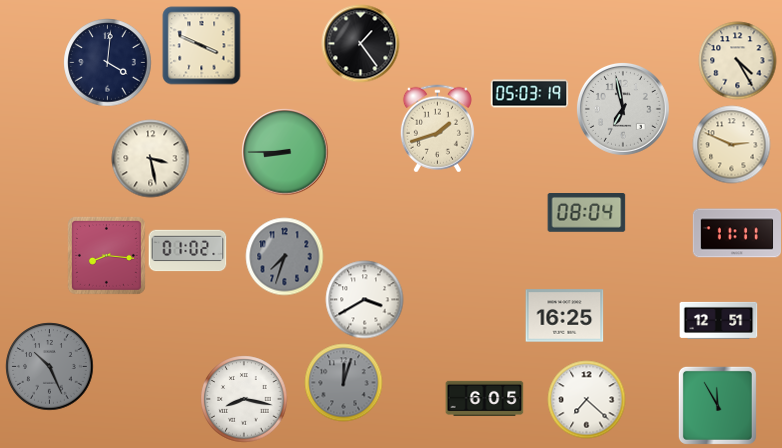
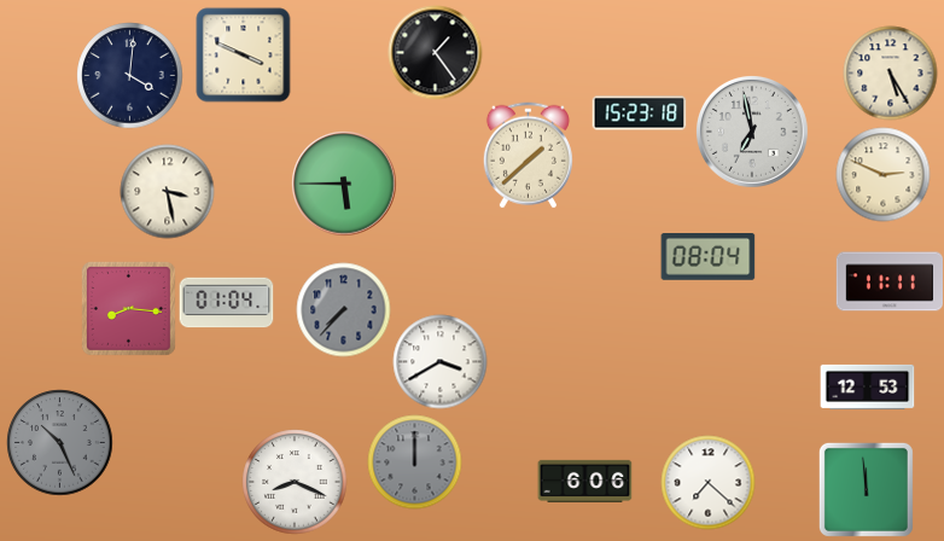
clock at (737, 60): 4:25 -> 5:25
clock at (529, 94): 05:03 -> 15:23
clock at (437, 128): 1:42 -> 1:38
clock at (285, 152): 8:45 -> 5:45
clock at (150, 158) position: (150, 158) -> (167, 191)
clock at (187, 251): 01:02 -> 01:04
clock at (284, 256): 7:33 -> 7:37
clock at (564, 316): 16:25 -> none
clock at (718, 320): 12:51 -> 12:53
clock at (343, 382): 12:03 -> 12:00
clock at (484, 398): 6:05 -> 6:06
clock at (244, 399): 8:17 -> 8:19
clock at (717, 405): 11:55 -> 11:59
